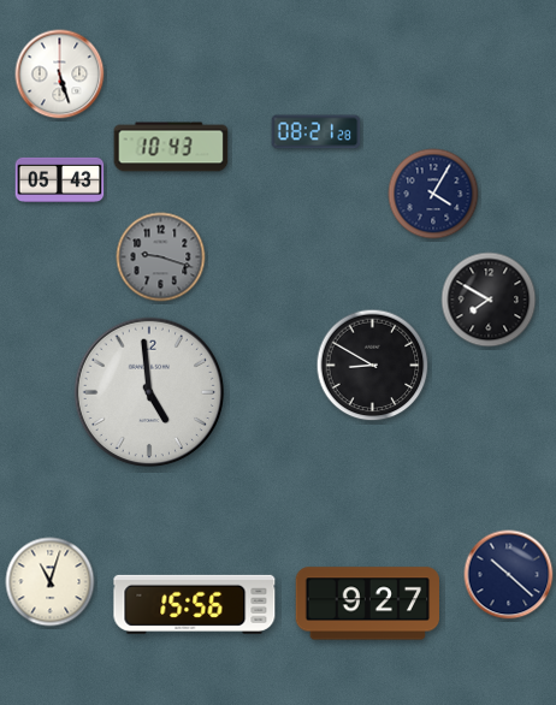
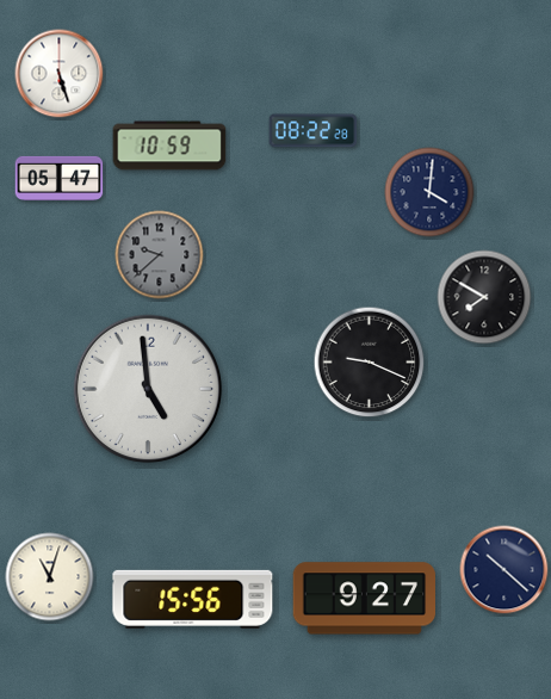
clock at (317, 132): 08:21 -> 08:22
clock at (171, 147): 10:43 -> 10:59
clock at (60, 179): 05:43 -> 05:47
clock at (433, 194): 4:05 -> 4:01
clock at (161, 257): 9:18 -> 9:38
clock at (373, 366): 8:50 -> 9:19
